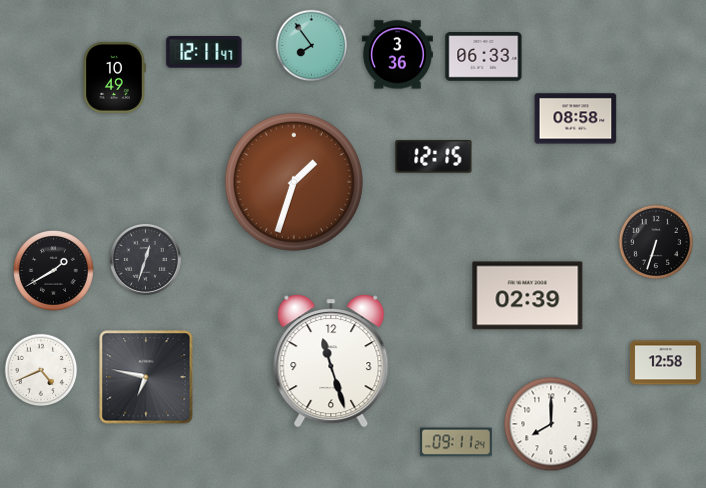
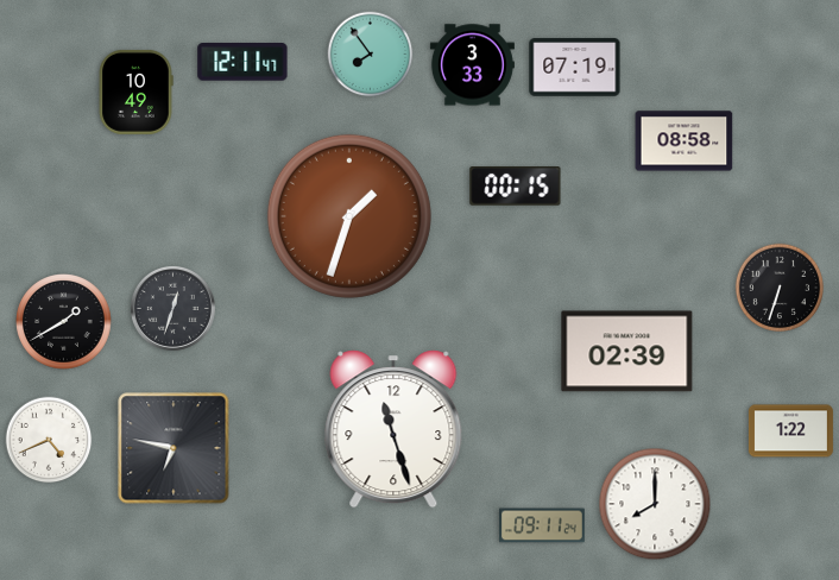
clock at (397, 55): 3:36 -> 3:33
clock at (484, 57): 06:33 -> 07:19
clock at (434, 157): 12:15 -> 00:15
clock at (665, 363): 12:58 -> 1:22
